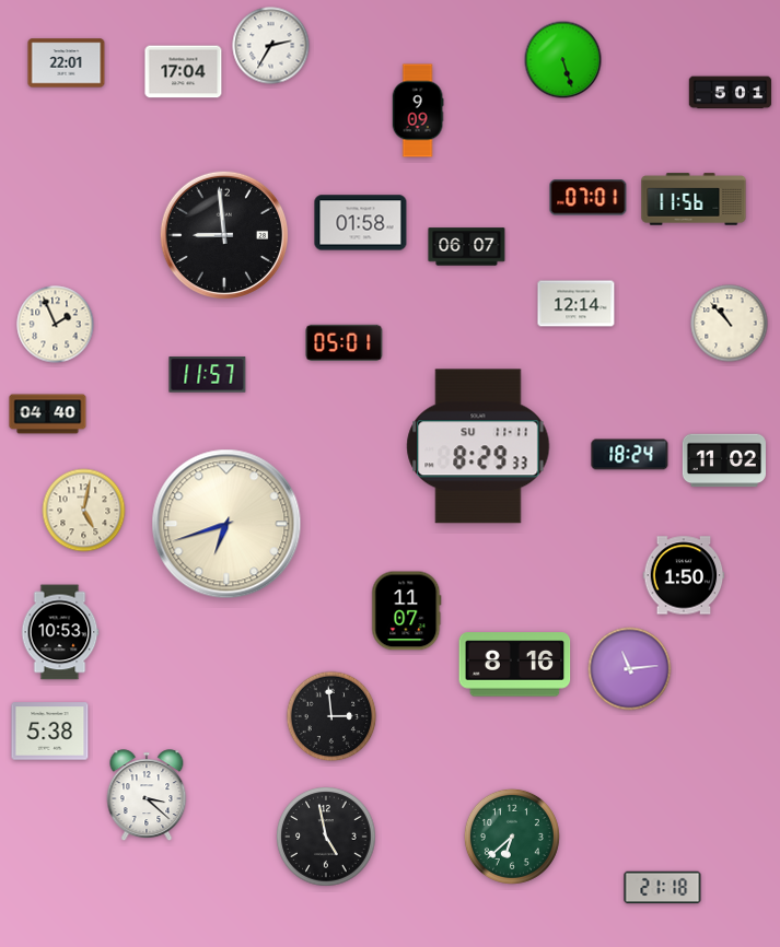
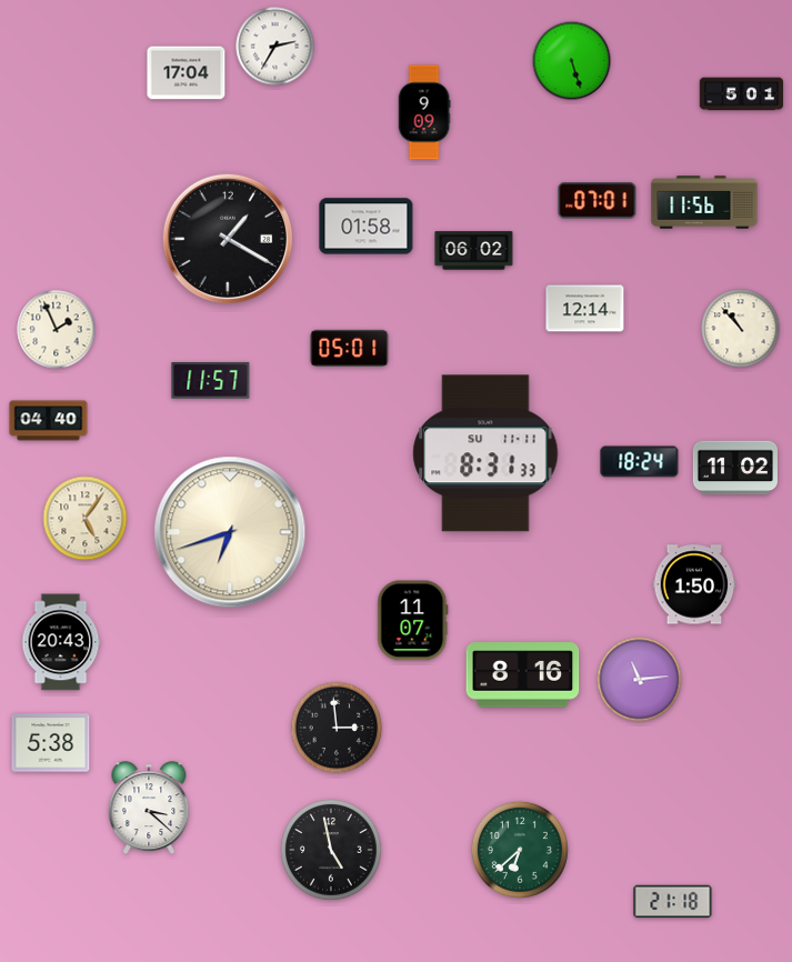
clock at (67, 63): 22:01 -> none
clock at (224, 235): 8:59 -> 1:20
clock at (467, 247): 06:07 -> 06:02
clock at (478, 446): 8:29 -> 8:31
clock at (84, 511): 5:02 -> 5:06
clock at (60, 632): 10:53 -> 20:43
